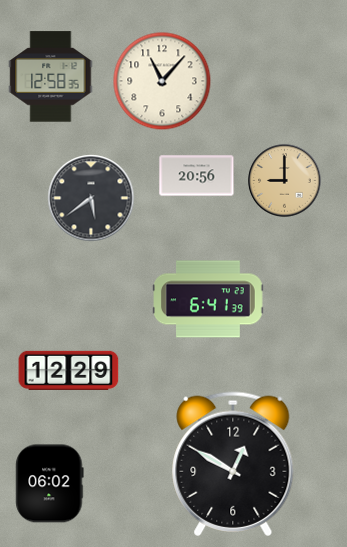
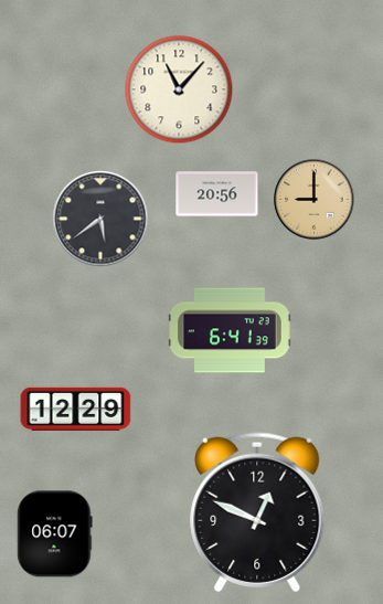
clock at (51, 77): 12:58 -> none
clock at (233, 464): 12:50 -> 12:49
clock at (50, 484): 06:02 -> 06:07
